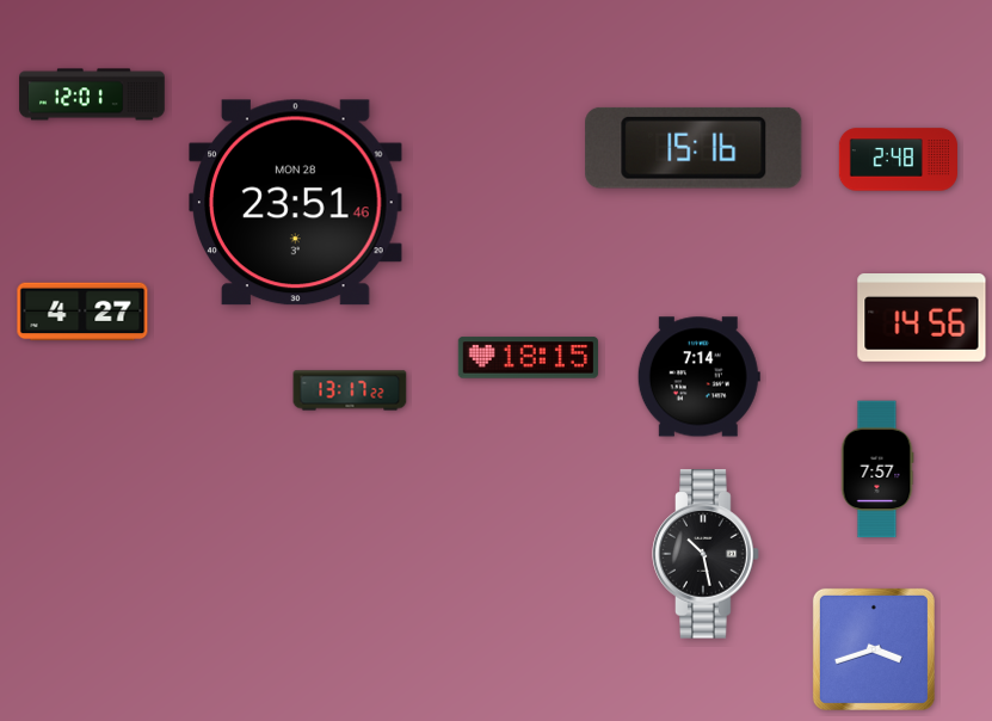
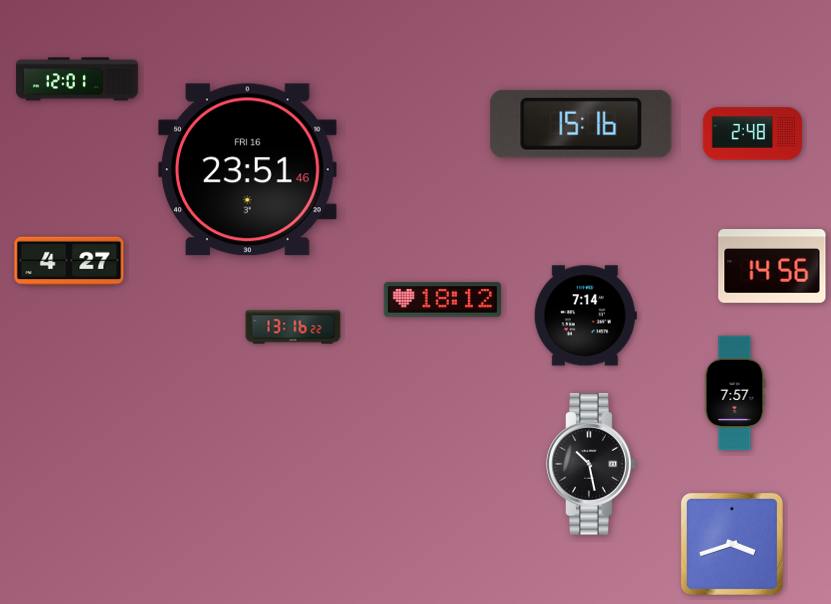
clock at (296, 203) date: MON 28 -> FRI 16
clock at (528, 358): 18:15 -> 18:12
clock at (350, 390): 13:17 -> 13:16
